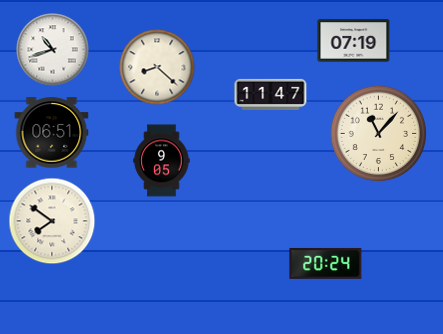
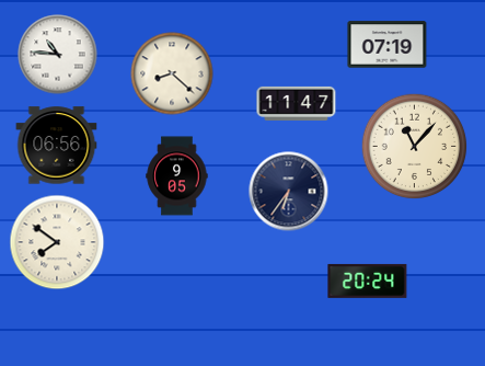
clock at (53, 50): 10:42 -> 10:46
clock at (52, 133): 06:51 -> 06:56
clock at (289, 192): none -> 6:36
clock at (326, 263) position: (326, 263) -> (368, 281)
